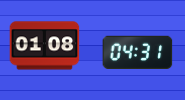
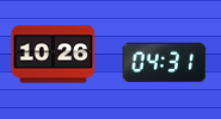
clock at (45, 46): 01:08 -> 10:26
